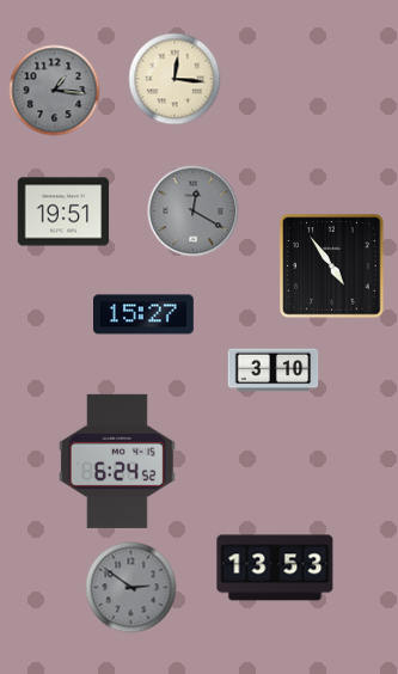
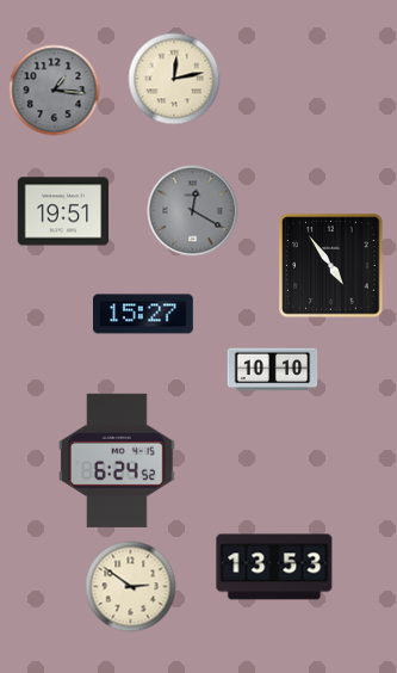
clock at (174, 79): 12:16 -> 12:13
clock at (274, 370): 3:10 -> 10:10
clock at (131, 588) dial: grey -> cream
